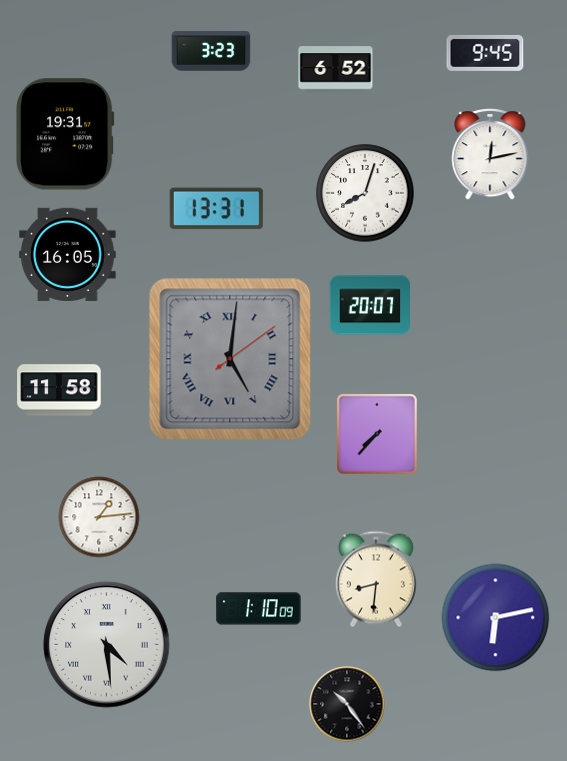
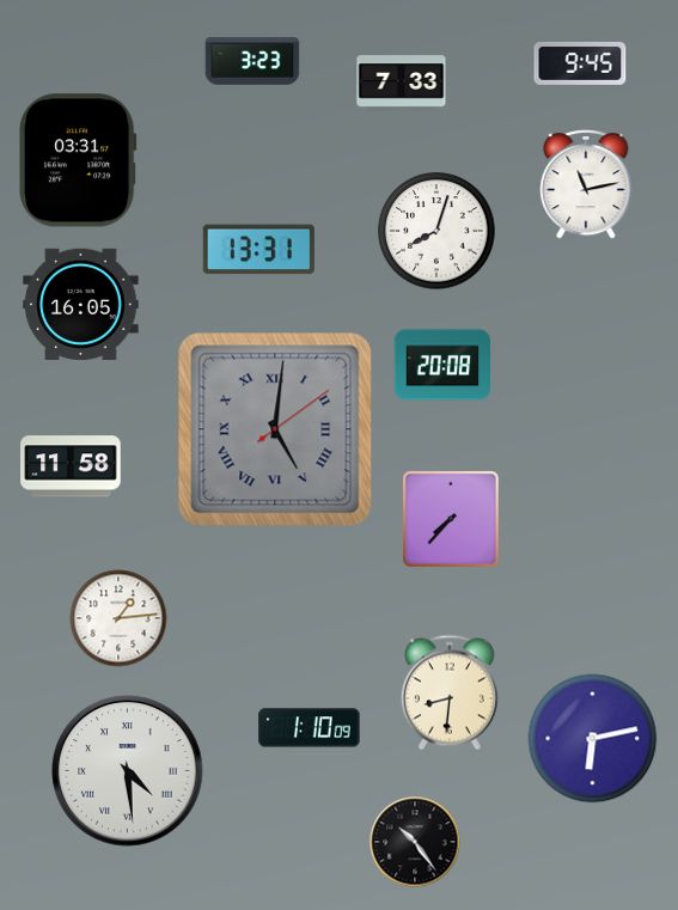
clock at (336, 70): 6:52 -> 7:33
clock at (66, 134): 19:31 -> 03:31
clock at (490, 155): 12:13 -> 11:13
clock at (369, 305): 20:07 -> 20:08
